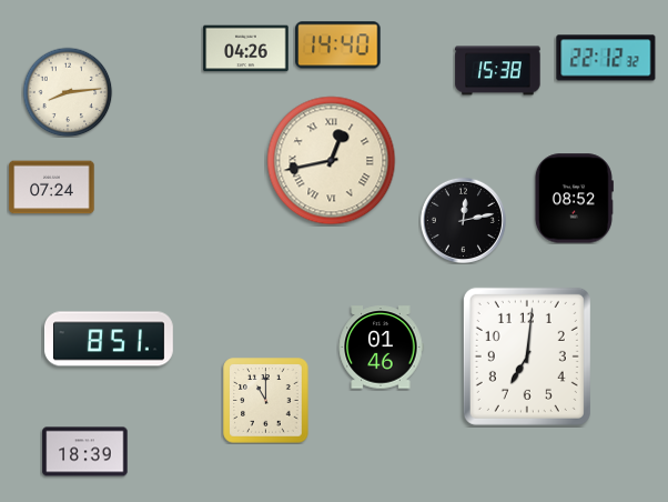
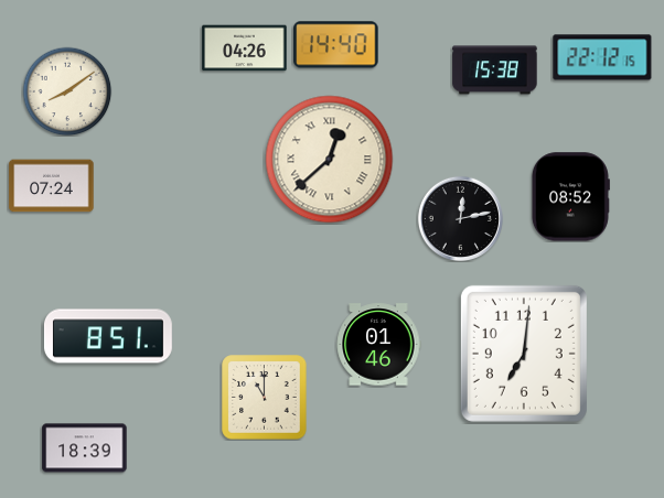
clock at (606, 58): 22:12:32 -> 22:12:15
clock at (68, 92): 8:14 -> 8:09
clock at (332, 161): 12:43 -> 12:38
